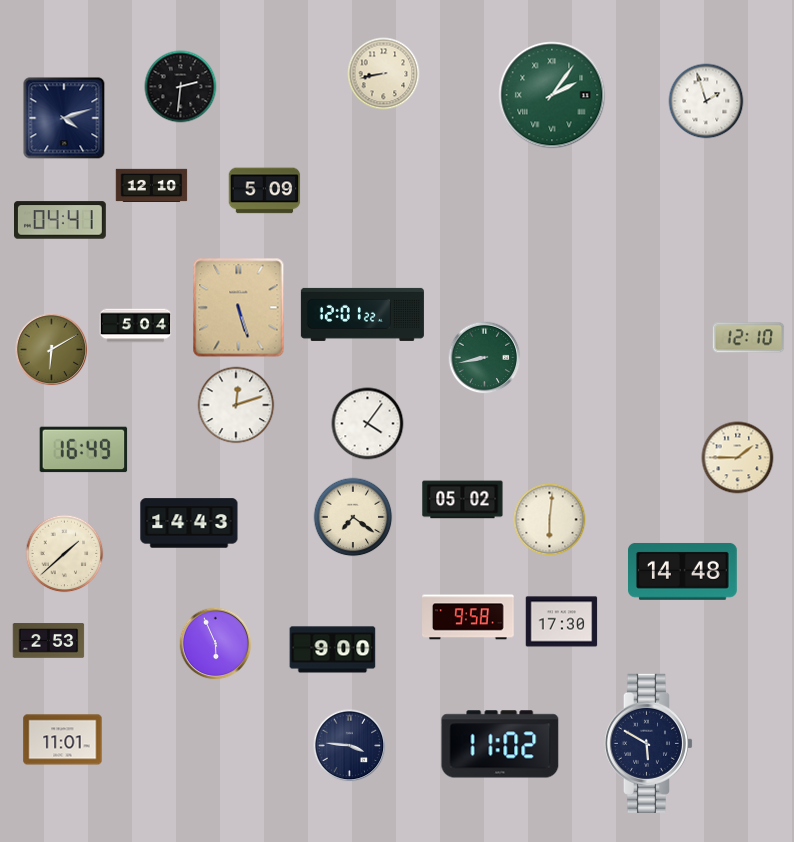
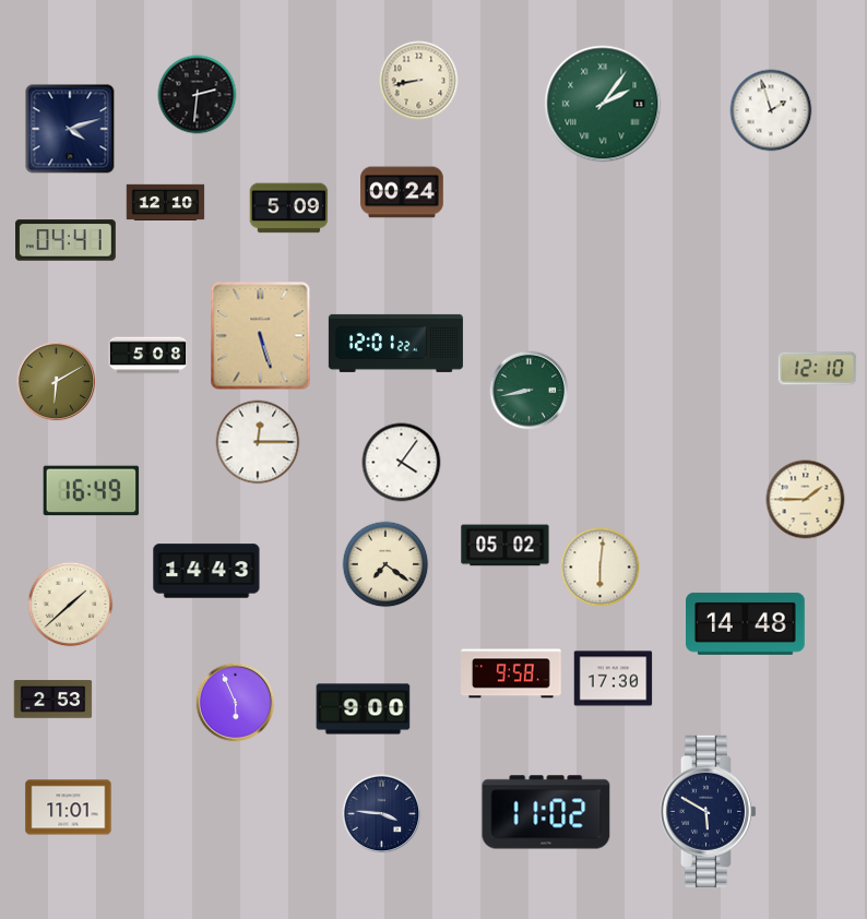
clock at (402, 192): none -> 00:24
clock at (136, 326): 5:04 -> 5:08
clock at (236, 405): 12:12 -> 12:15
